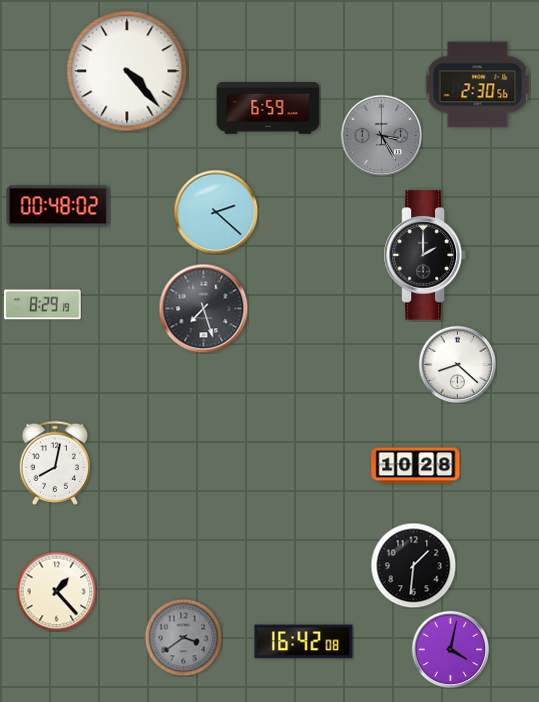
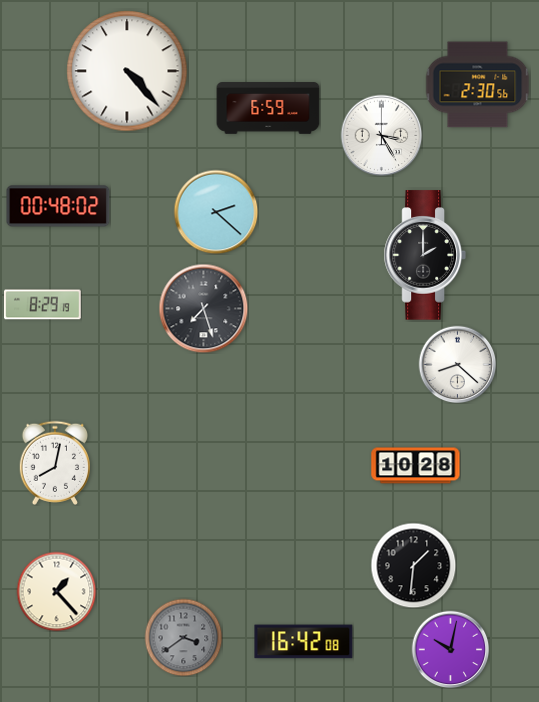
clock at (381, 135) dial: grey -> white
clock at (450, 649): 4:02 -> 10:02
